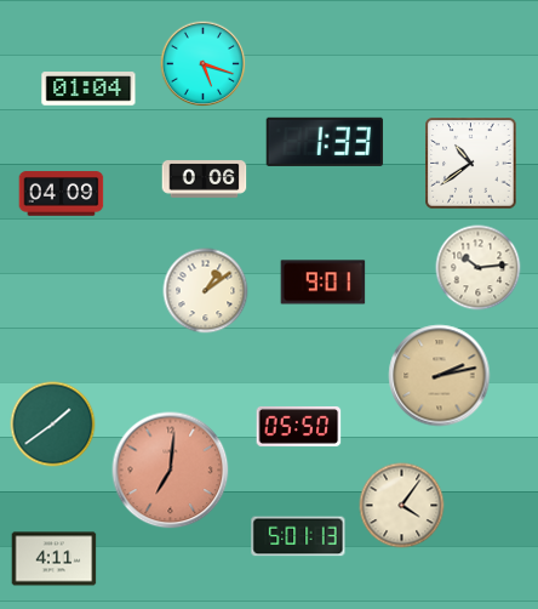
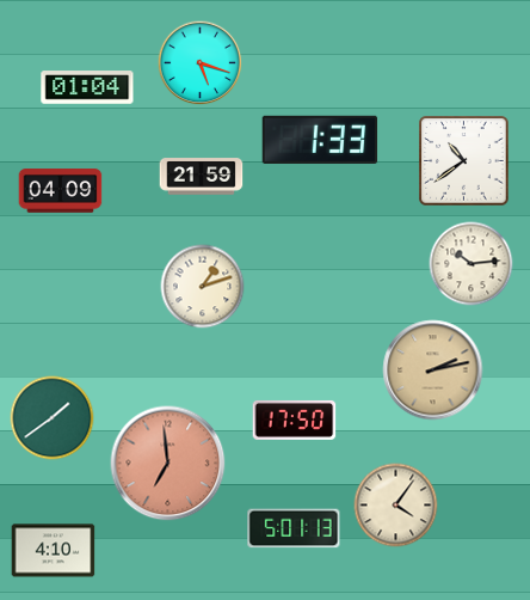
clock at (205, 180): 0:06 -> 21:59
clock at (324, 283): 9:01 -> none
clock at (206, 291): 1:09 -> 1:12
clock at (299, 426): 05:50 -> 17:50
clock at (171, 471): 7:01 -> 6:59
clock at (402, 506) position: (402, 506) -> (396, 506)
clock at (55, 559): 4:11 -> 4:10
